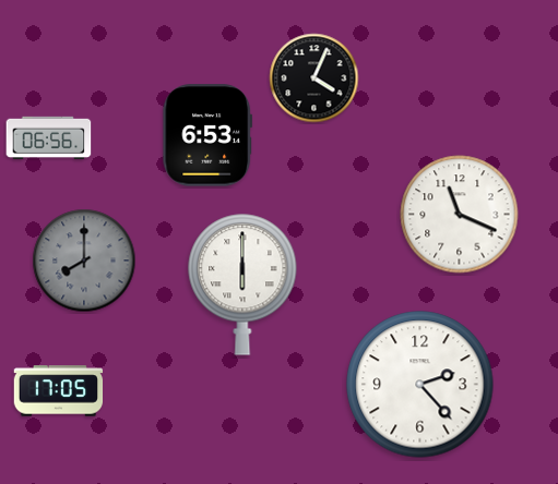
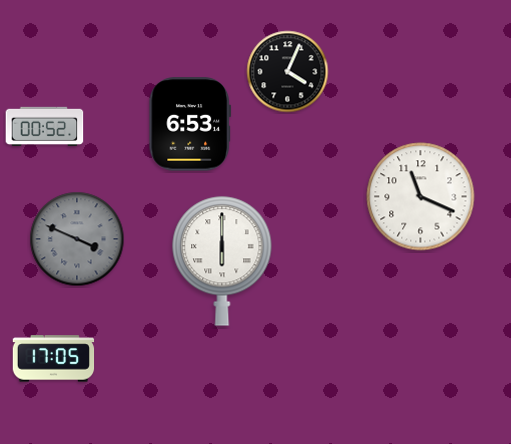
clock at (49, 138): 06:56 -> 00:52
clock at (84, 261): 8:00 -> 3:49
clock at (420, 385): 2:23 -> none
